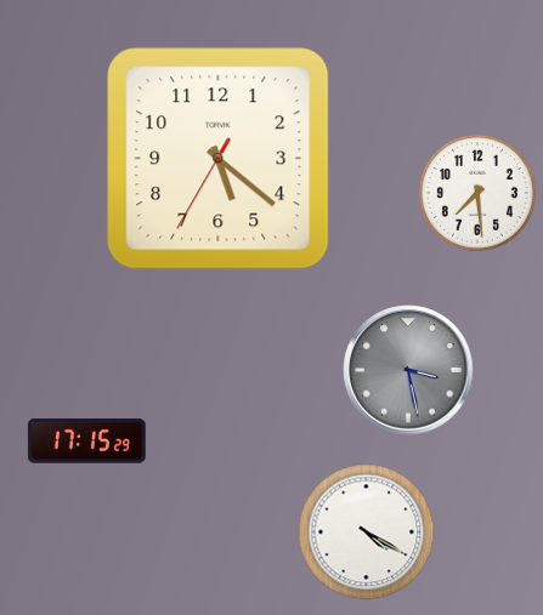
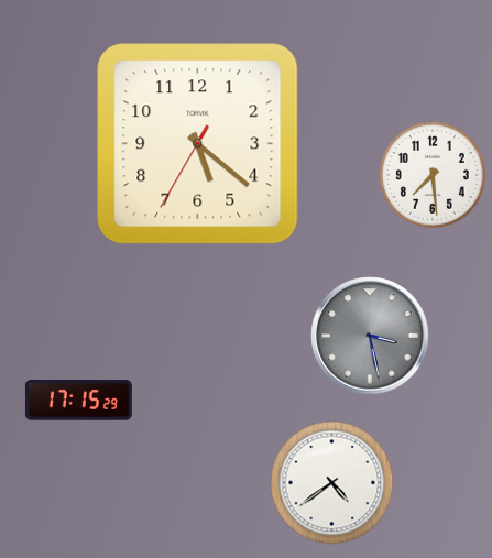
clock at (367, 533): 4:20 -> 4:39
